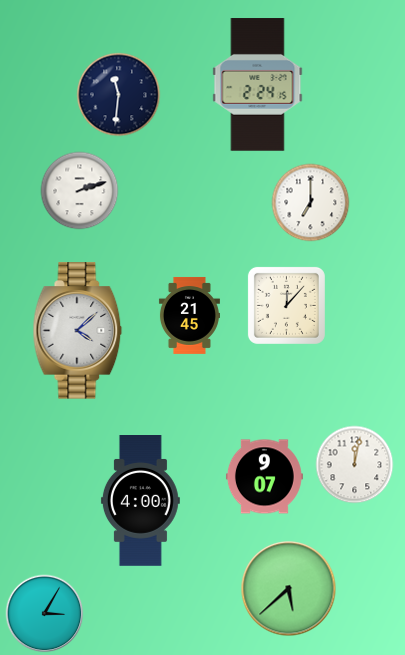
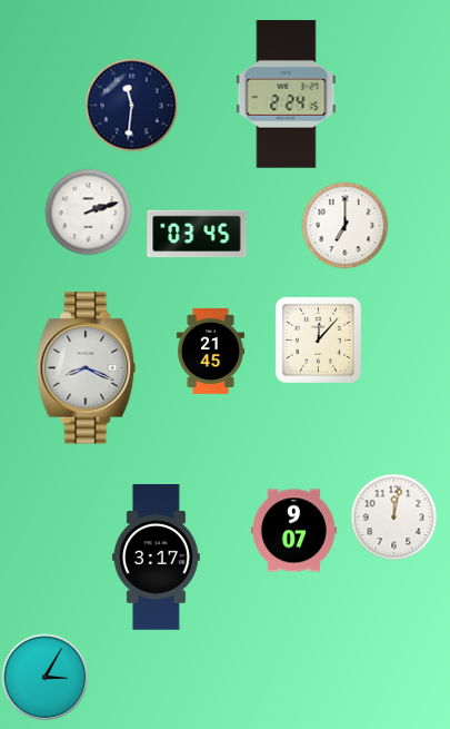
clock at (197, 234): none -> 03:45
clock at (78, 331): 4:08 -> 8:19
clock at (140, 501): 4:00 -> 3:17
clock at (288, 588): 5:38 -> none
clock at (44, 613) position: (44, 613) -> (44, 677)
